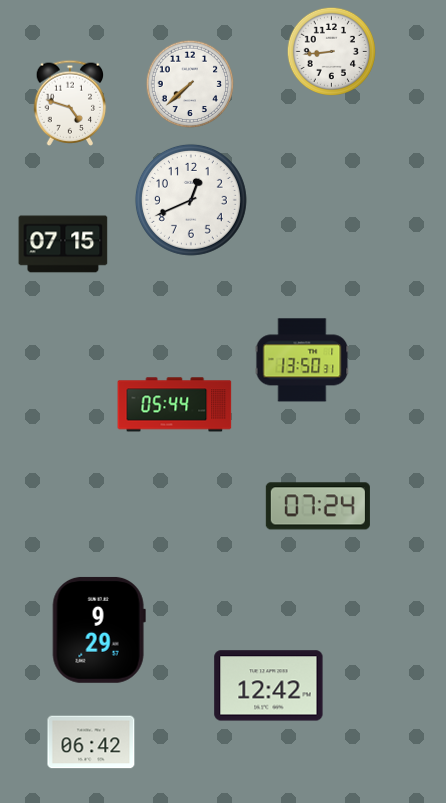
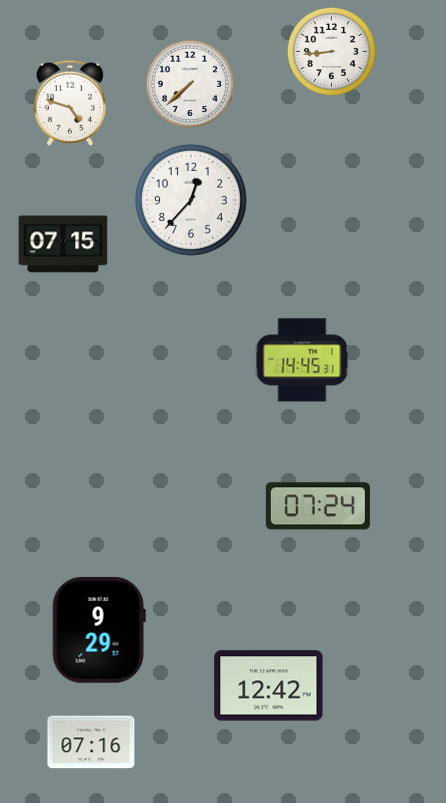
clock at (191, 200): 12:41 -> 12:37
clock at (302, 360): 13:50 -> 14:45
clock at (175, 405): 05:44 -> none
clock at (91, 742): 06:42 -> 07:16
